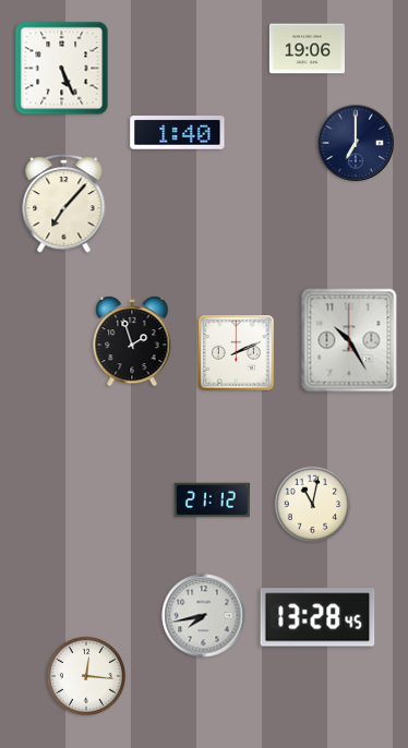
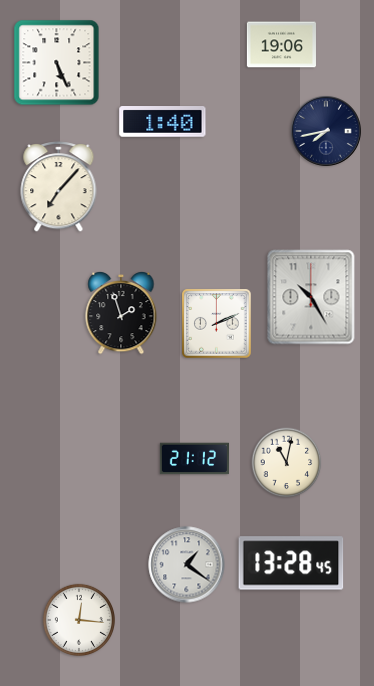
clock at (356, 143): 7:00 -> 7:43
clock at (349, 340) position: (349, 340) -> (311, 297)
clock at (204, 616): 7:43 -> 1:21
clock at (317, 617) position: (317, 617) -> (291, 563)
